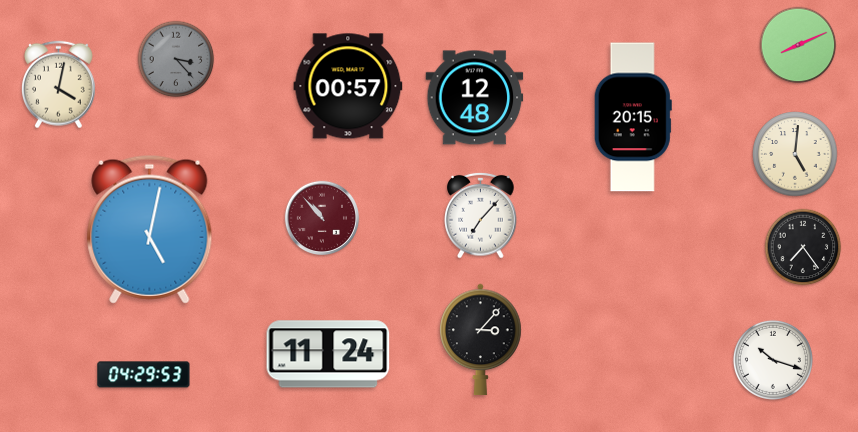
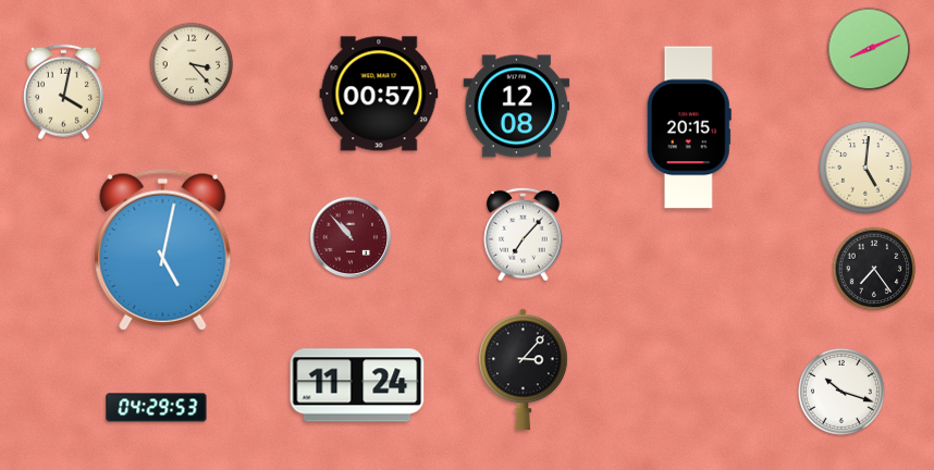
clock at (176, 59) dial: grey -> cream
clock at (475, 98): 12:48 -> 12:08
